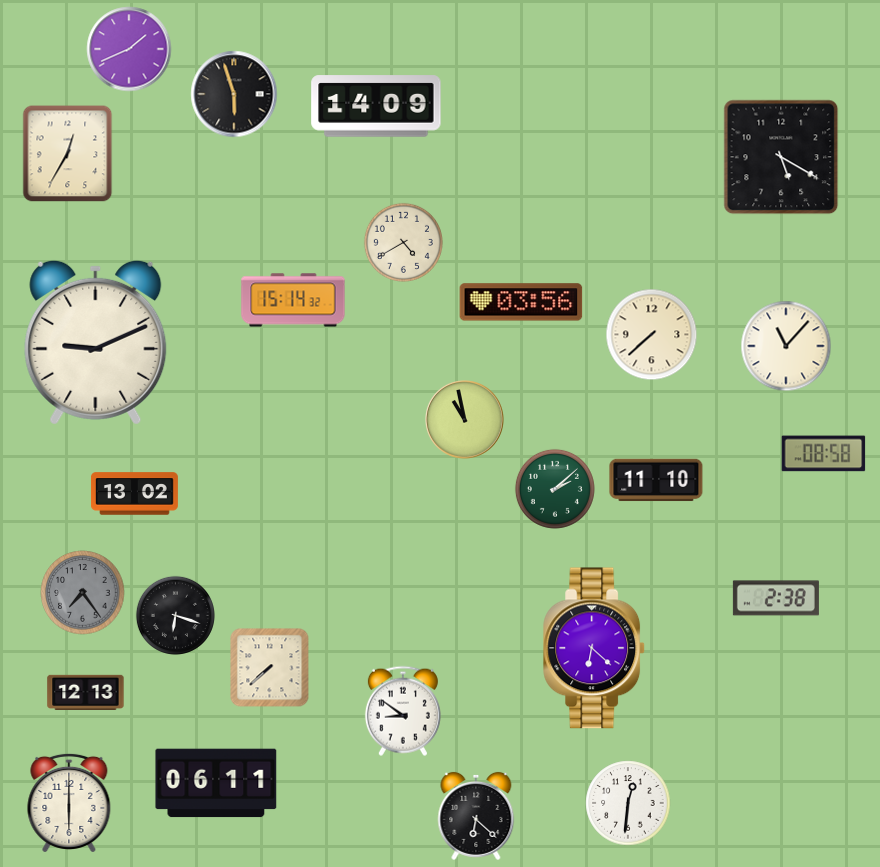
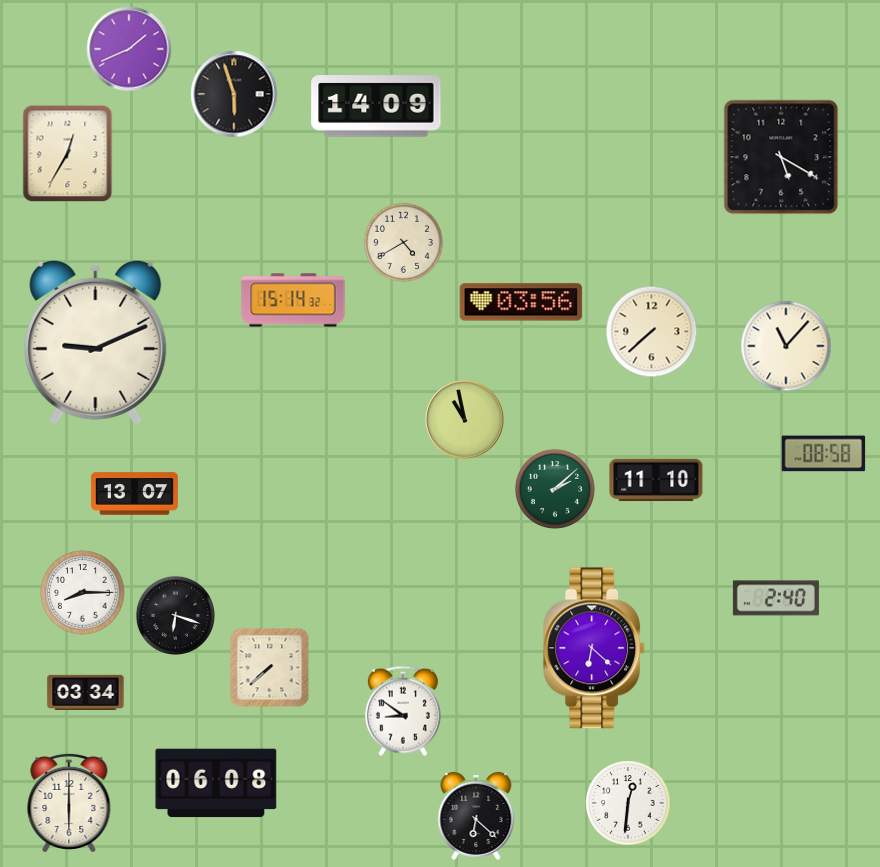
clock at (652, 335) position: (652, 335) -> (652, 332)
clock at (134, 494): 13:02 -> 13:07
clock at (83, 593): 7:24 -> 8:15
clock at (83, 593) dial: grey -> white
clock at (776, 598): 2:38 -> 2:40
clock at (86, 693): 12:13 -> 03:34
clock at (216, 783): 06:11 -> 06:08
